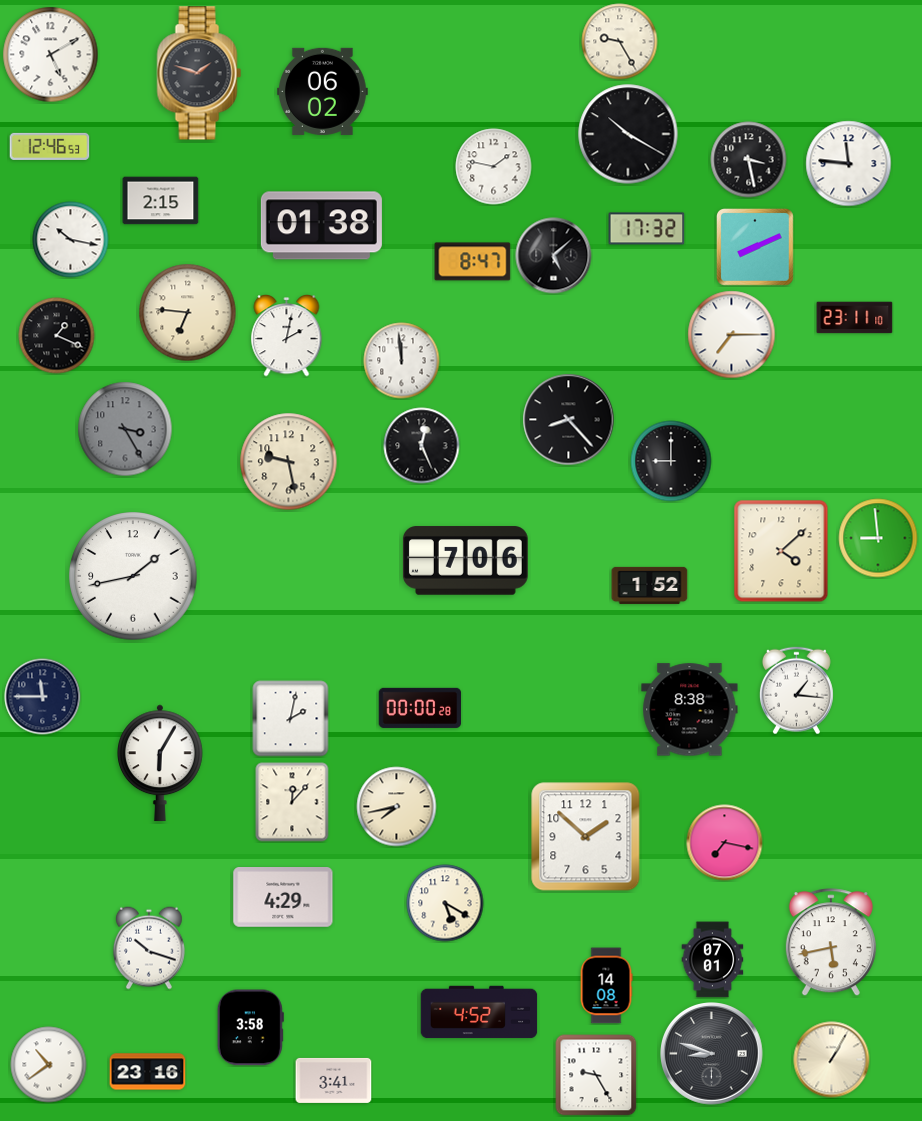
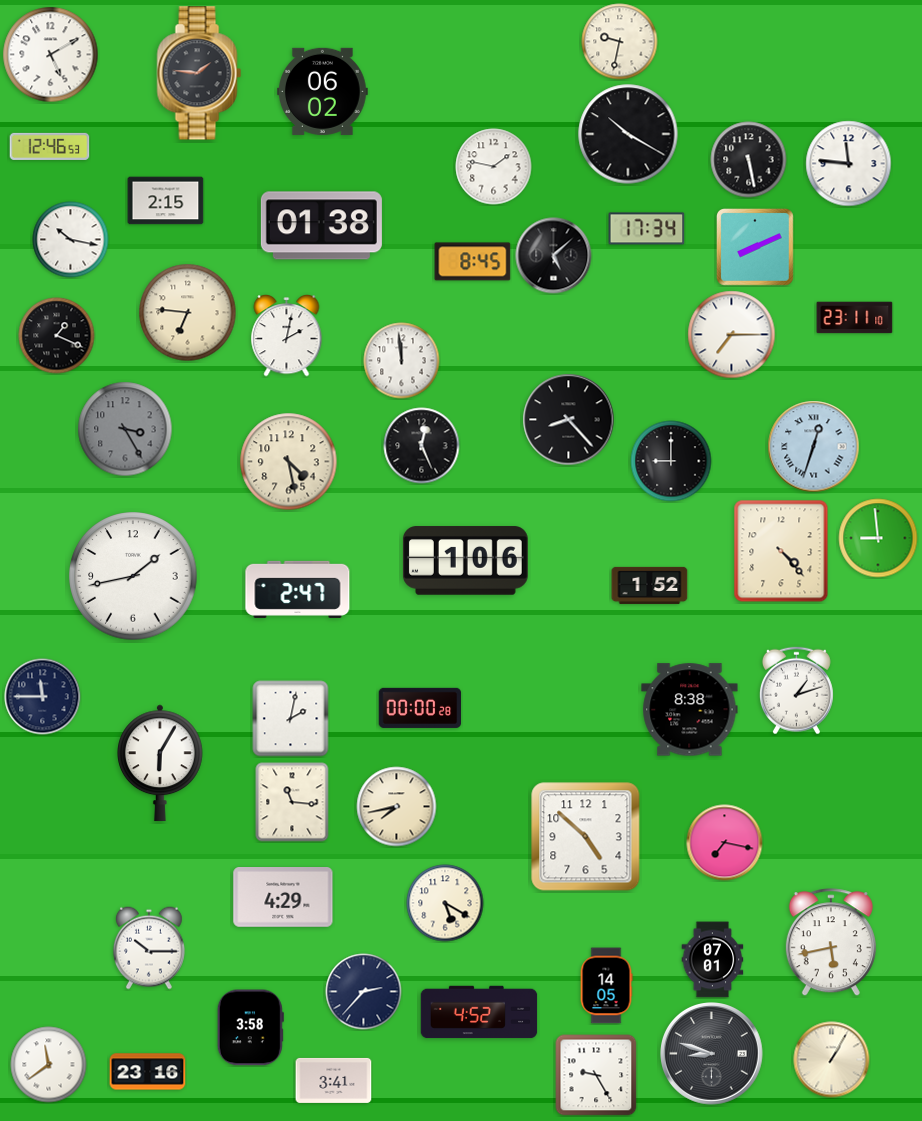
clock at (620, 42): 9:25 -> 9:32
clock at (199, 73): 1:48 -> 1:46
clock at (749, 160): 3:28 -> 5:28
clock at (161, 201) position: (161, 201) -> (166, 201)
clock at (647, 229): 17:32 -> 17:34
clock at (473, 262): 8:47 -> 8:45
clock at (814, 447): none -> 12:33
clock at (289, 462): 9:28 -> 4:28
clock at (781, 551): 4:08 -> 4:23
clock at (465, 561): 7:06 -> 1:06
clock at (298, 589): none -> 2:47
clock at (796, 691): 1:16 -> 1:12
clock at (292, 802): 12:07 -> 11:16
clock at (586, 837): 1:52 -> 4:52
clock at (149, 948): 10:18 -> 10:15
clock at (606, 986): 14:08 -> 14:05
clock at (364, 992): none -> 2:37
clock at (49, 1065): 10:39 -> 11:39
